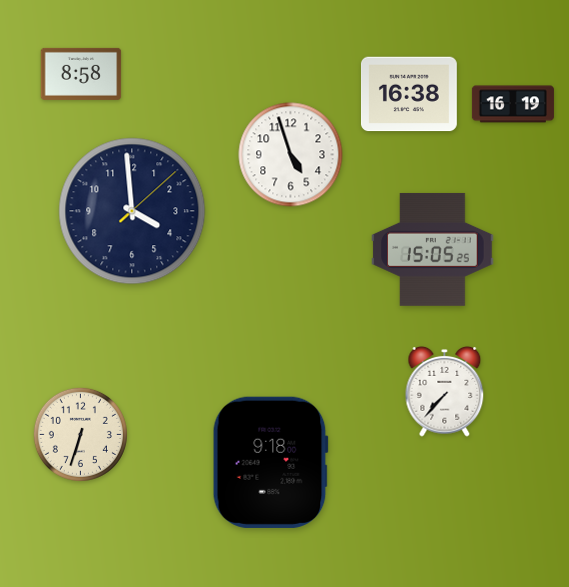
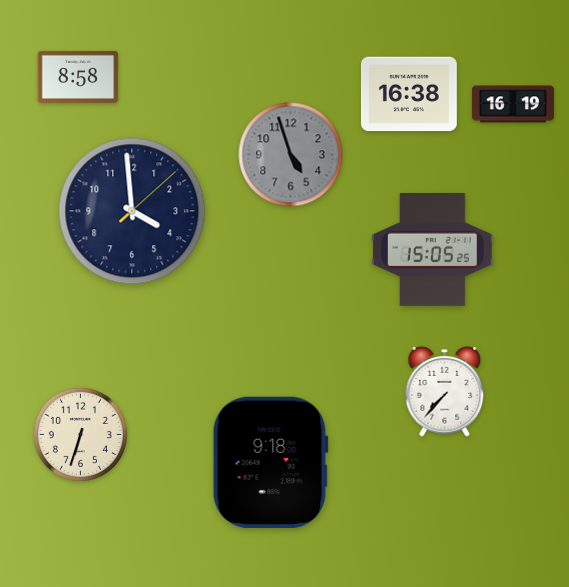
clock at (81, 74) position: (81, 74) -> (78, 77)
clock at (291, 155) dial: white -> grey
